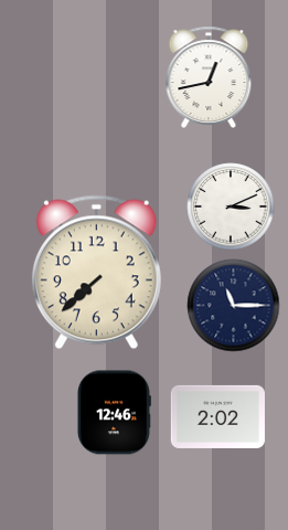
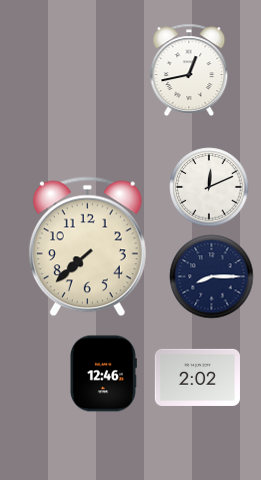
clock at (231, 206): 3:11 -> 12:11
clock at (234, 306): 11:15 -> 8:15
